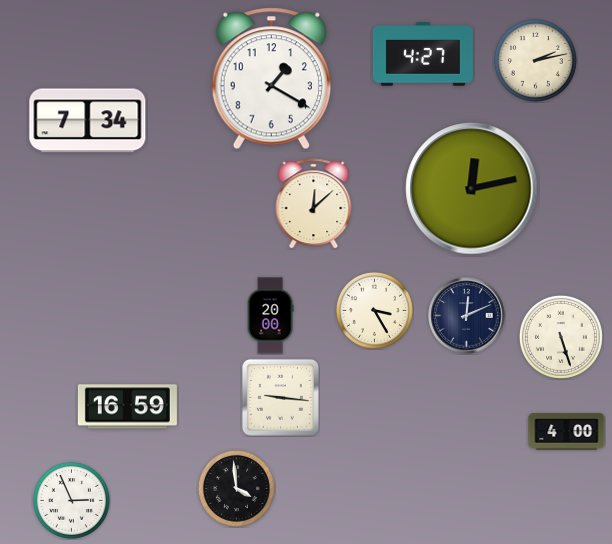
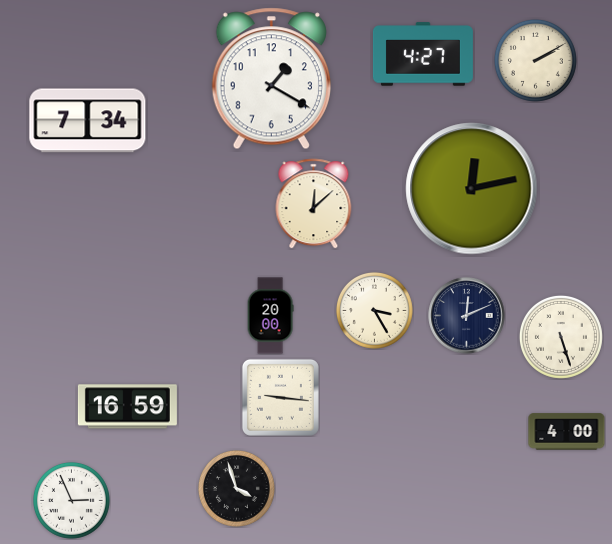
clock at (535, 60): 2:13 -> 2:10
clock at (236, 488): 3:59 -> 3:57
